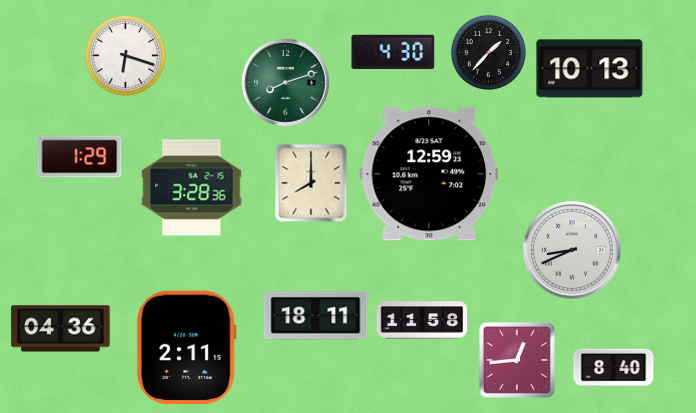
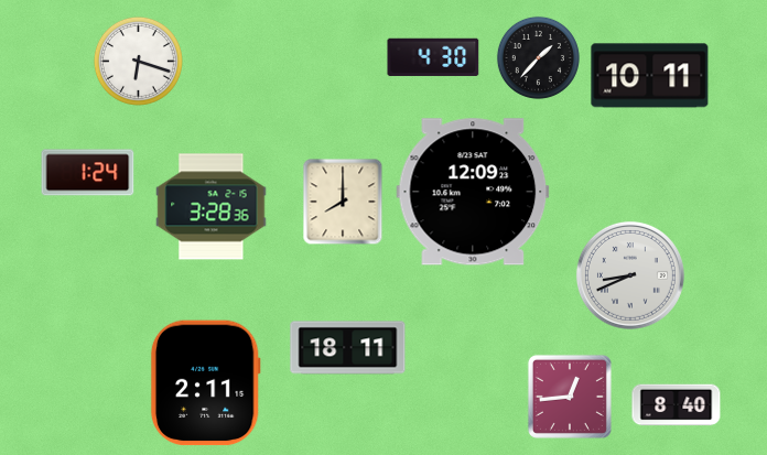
clock at (590, 69): 10:13 -> 10:11
clock at (286, 83): 8:12 -> none
clock at (80, 157): 1:29 -> 1:24
clock at (429, 174): 12:59 -> 12:09
clock at (422, 320): 11:58 -> none
clock at (61, 329): 04:36 -> none
